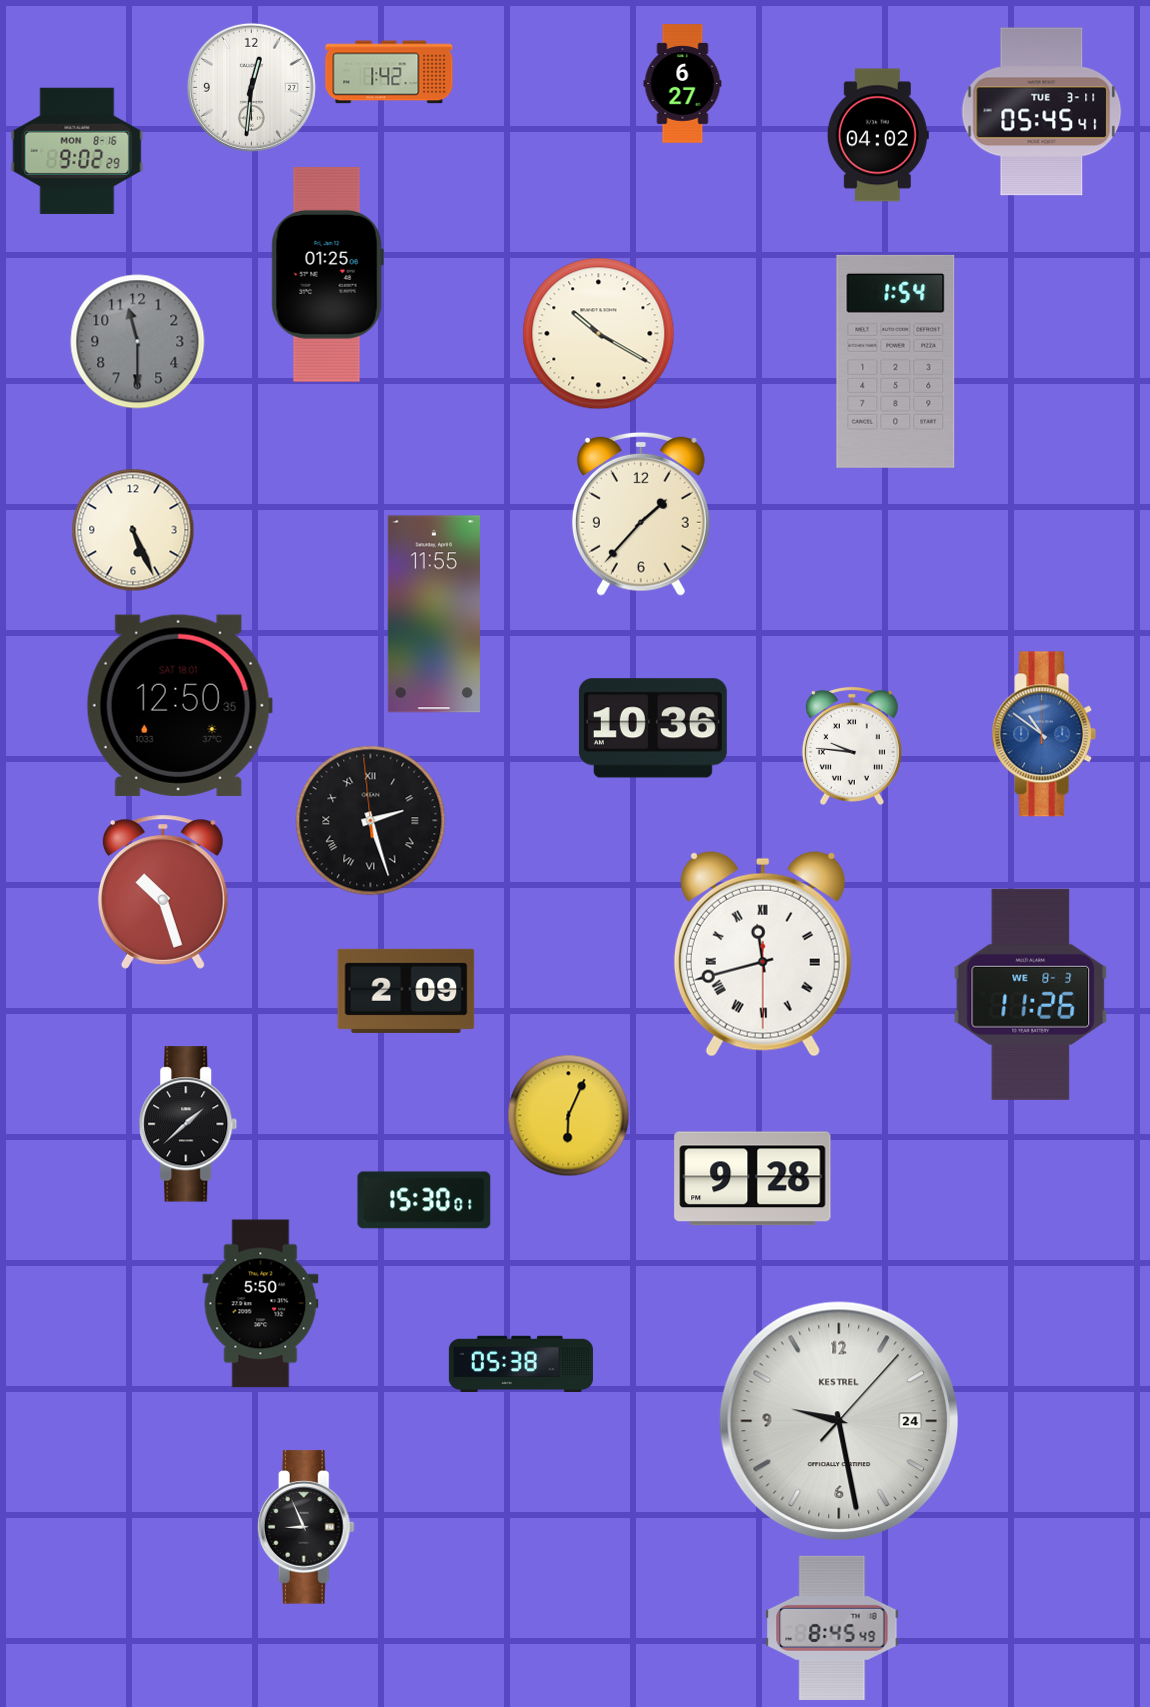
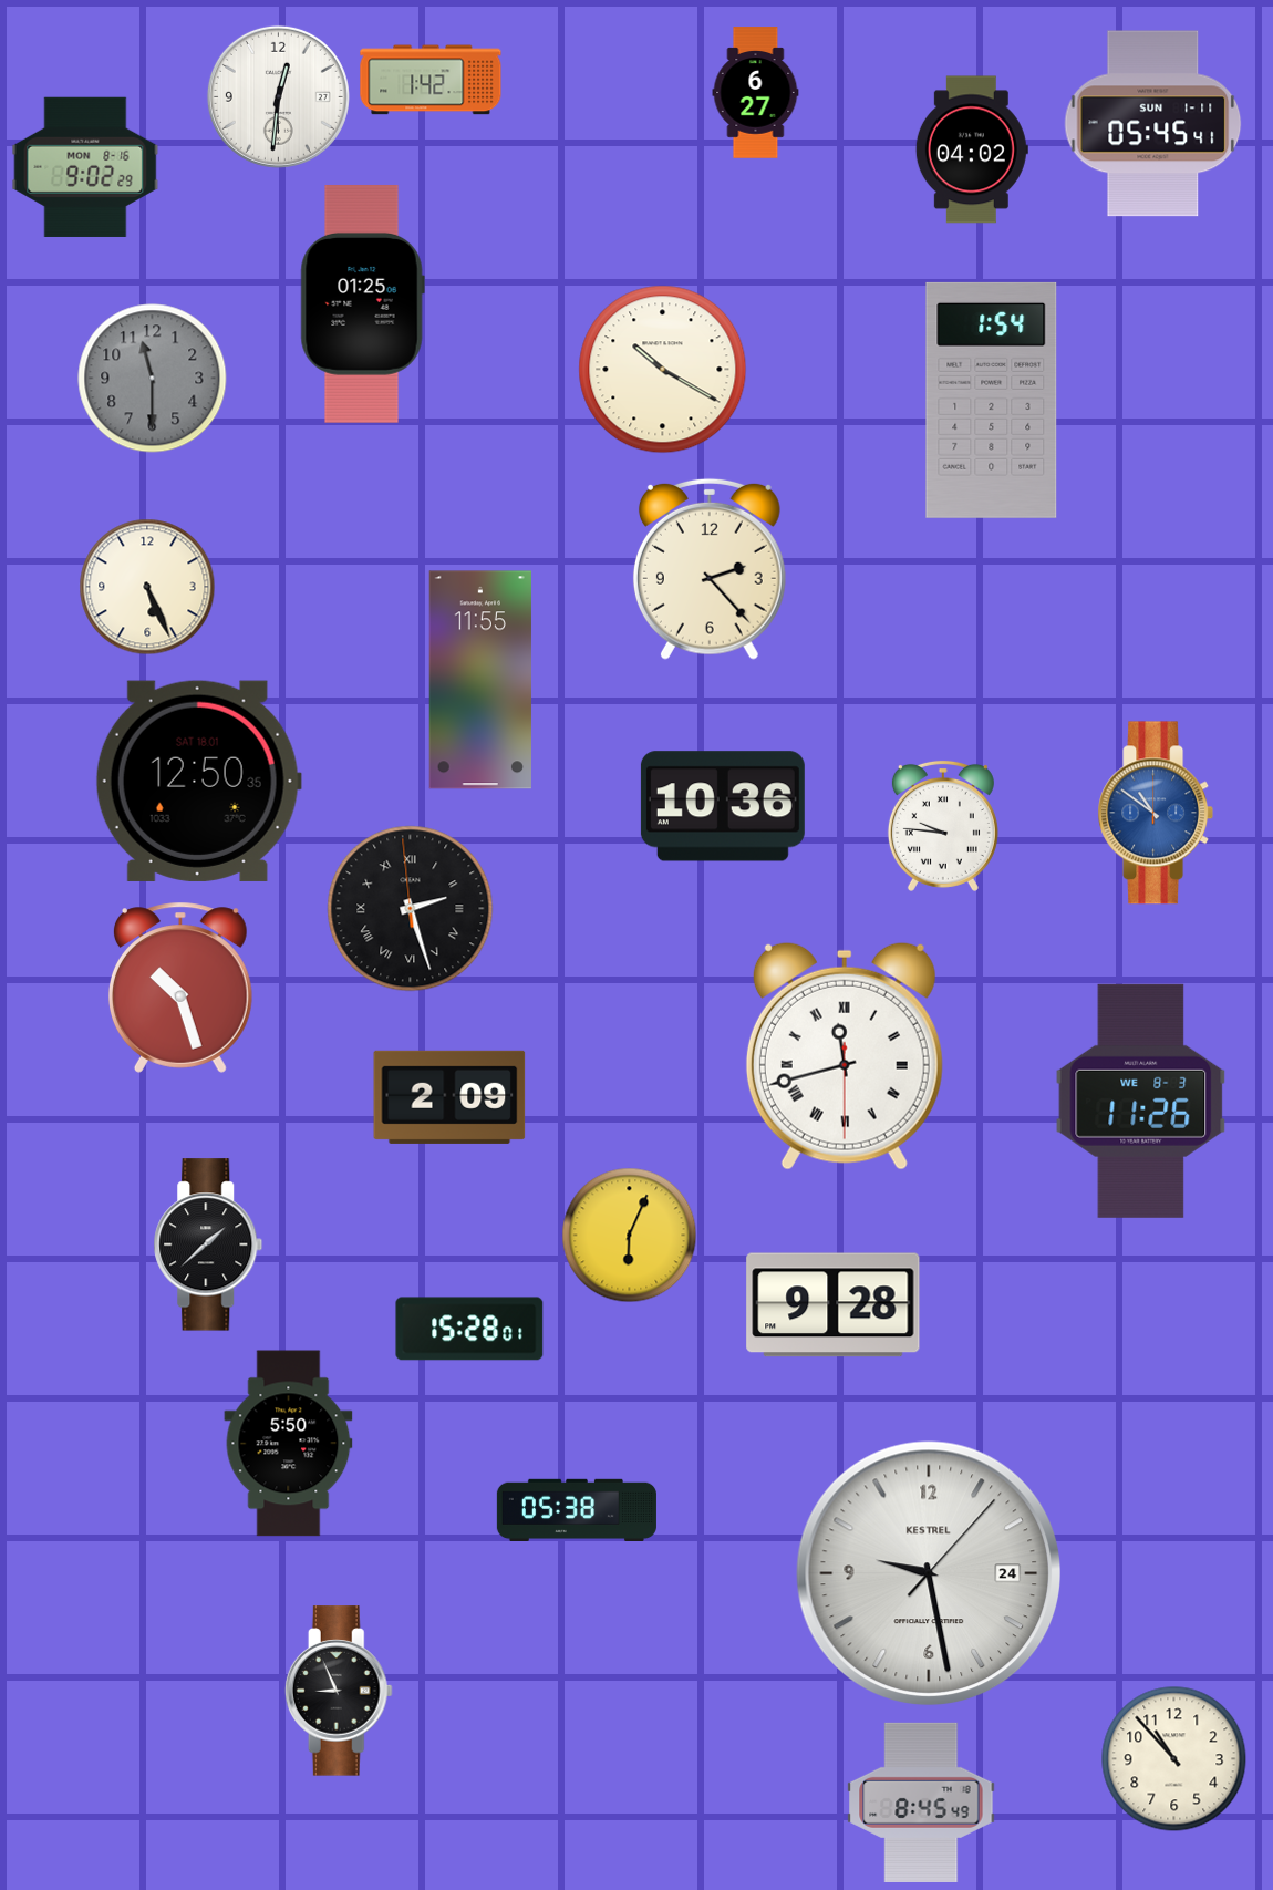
clock at (1042, 112) date: TUE 3-11 -> SUN 1-11
clock at (641, 514): 1:37 -> 2:23
clock at (424, 1200): 15:30 -> 15:28
clock at (1174, 1759): none -> 10:53
